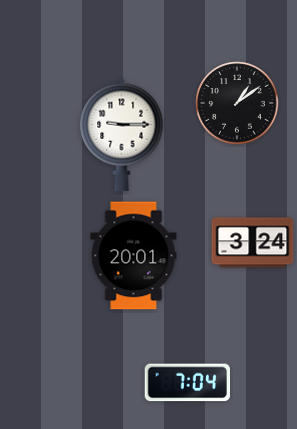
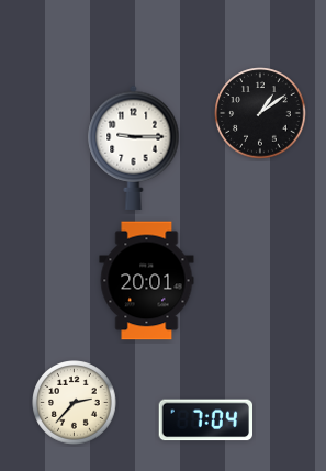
clock at (253, 243): 3:24 -> none
clock at (75, 403): none -> 2:37
